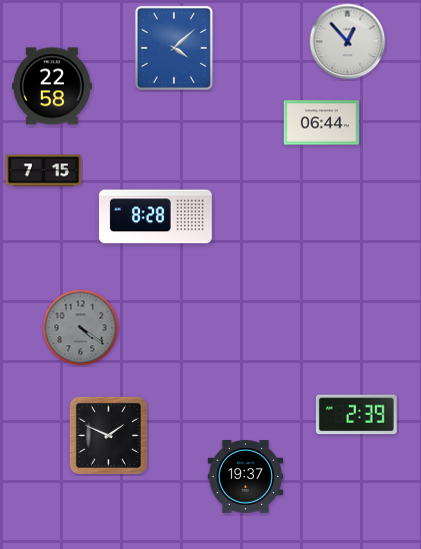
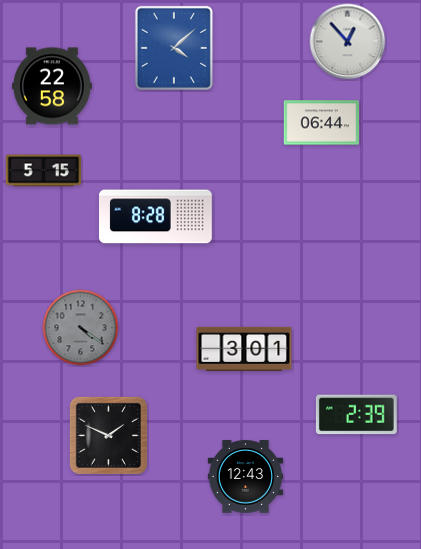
clock at (44, 171): 7:15 -> 5:15
clock at (244, 349): none -> 3:01
clock at (246, 477): 19:37 -> 12:43
